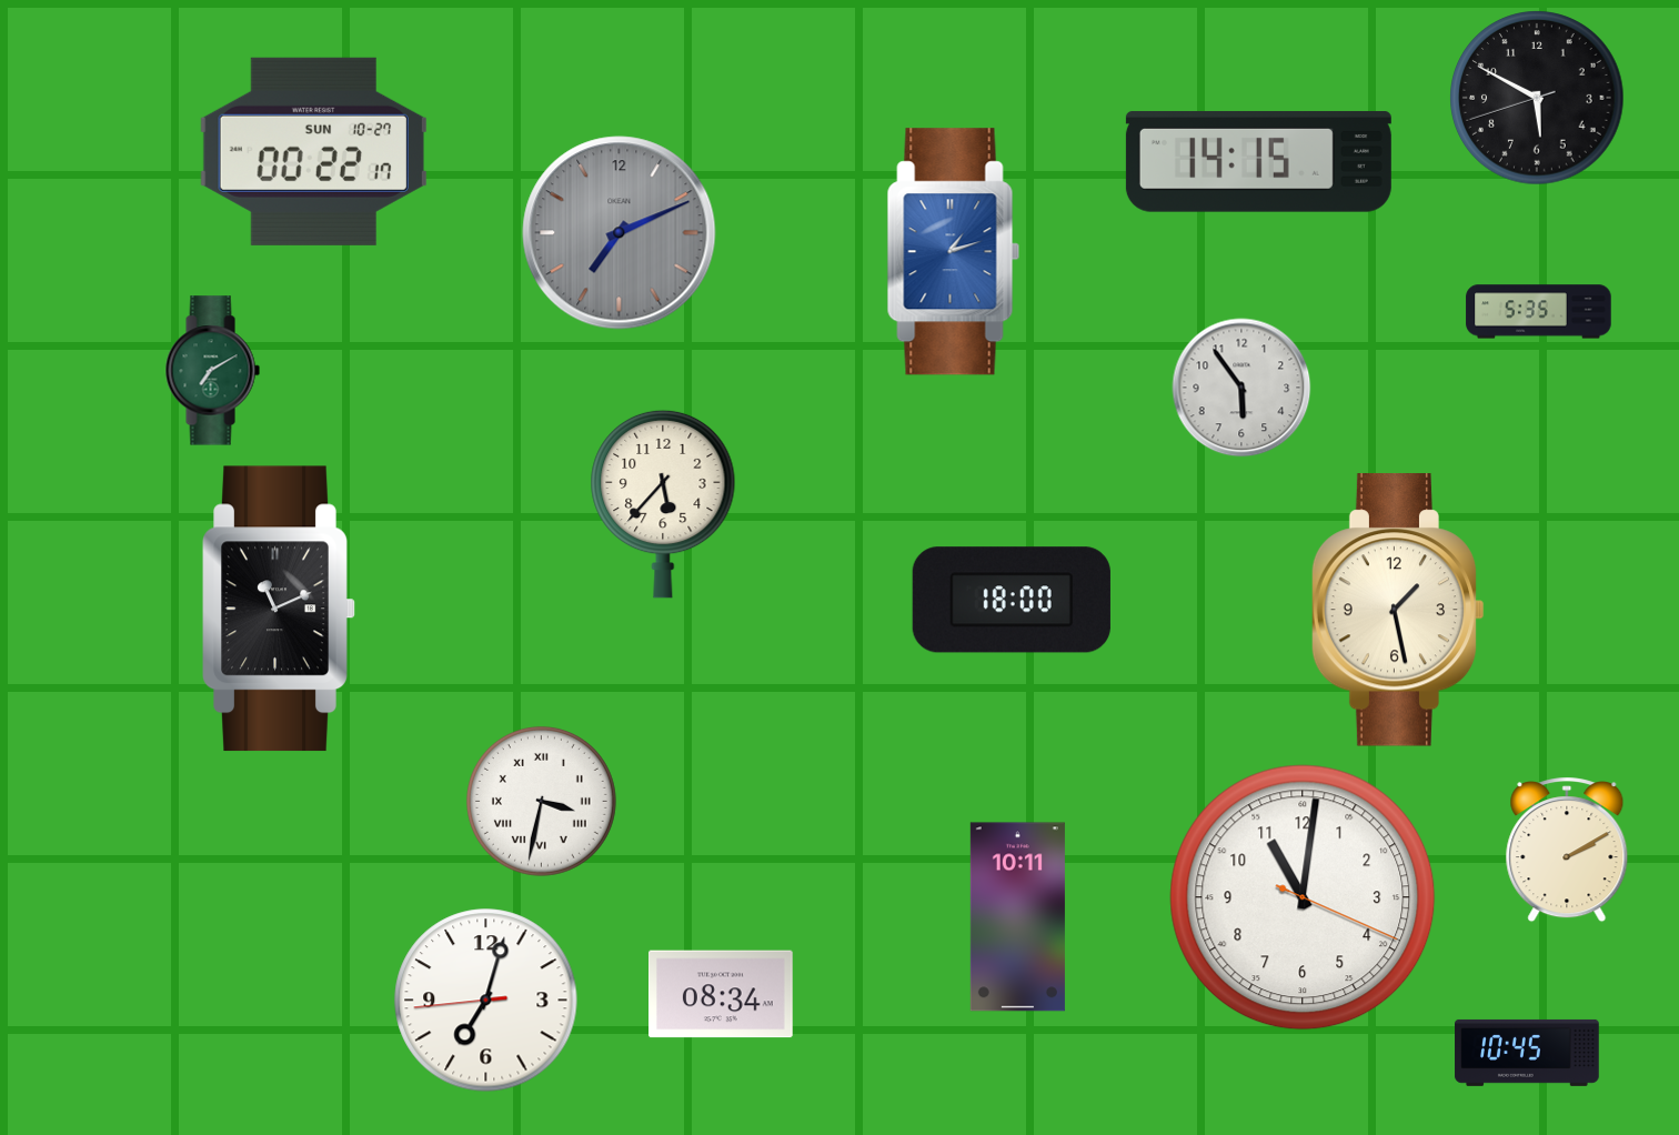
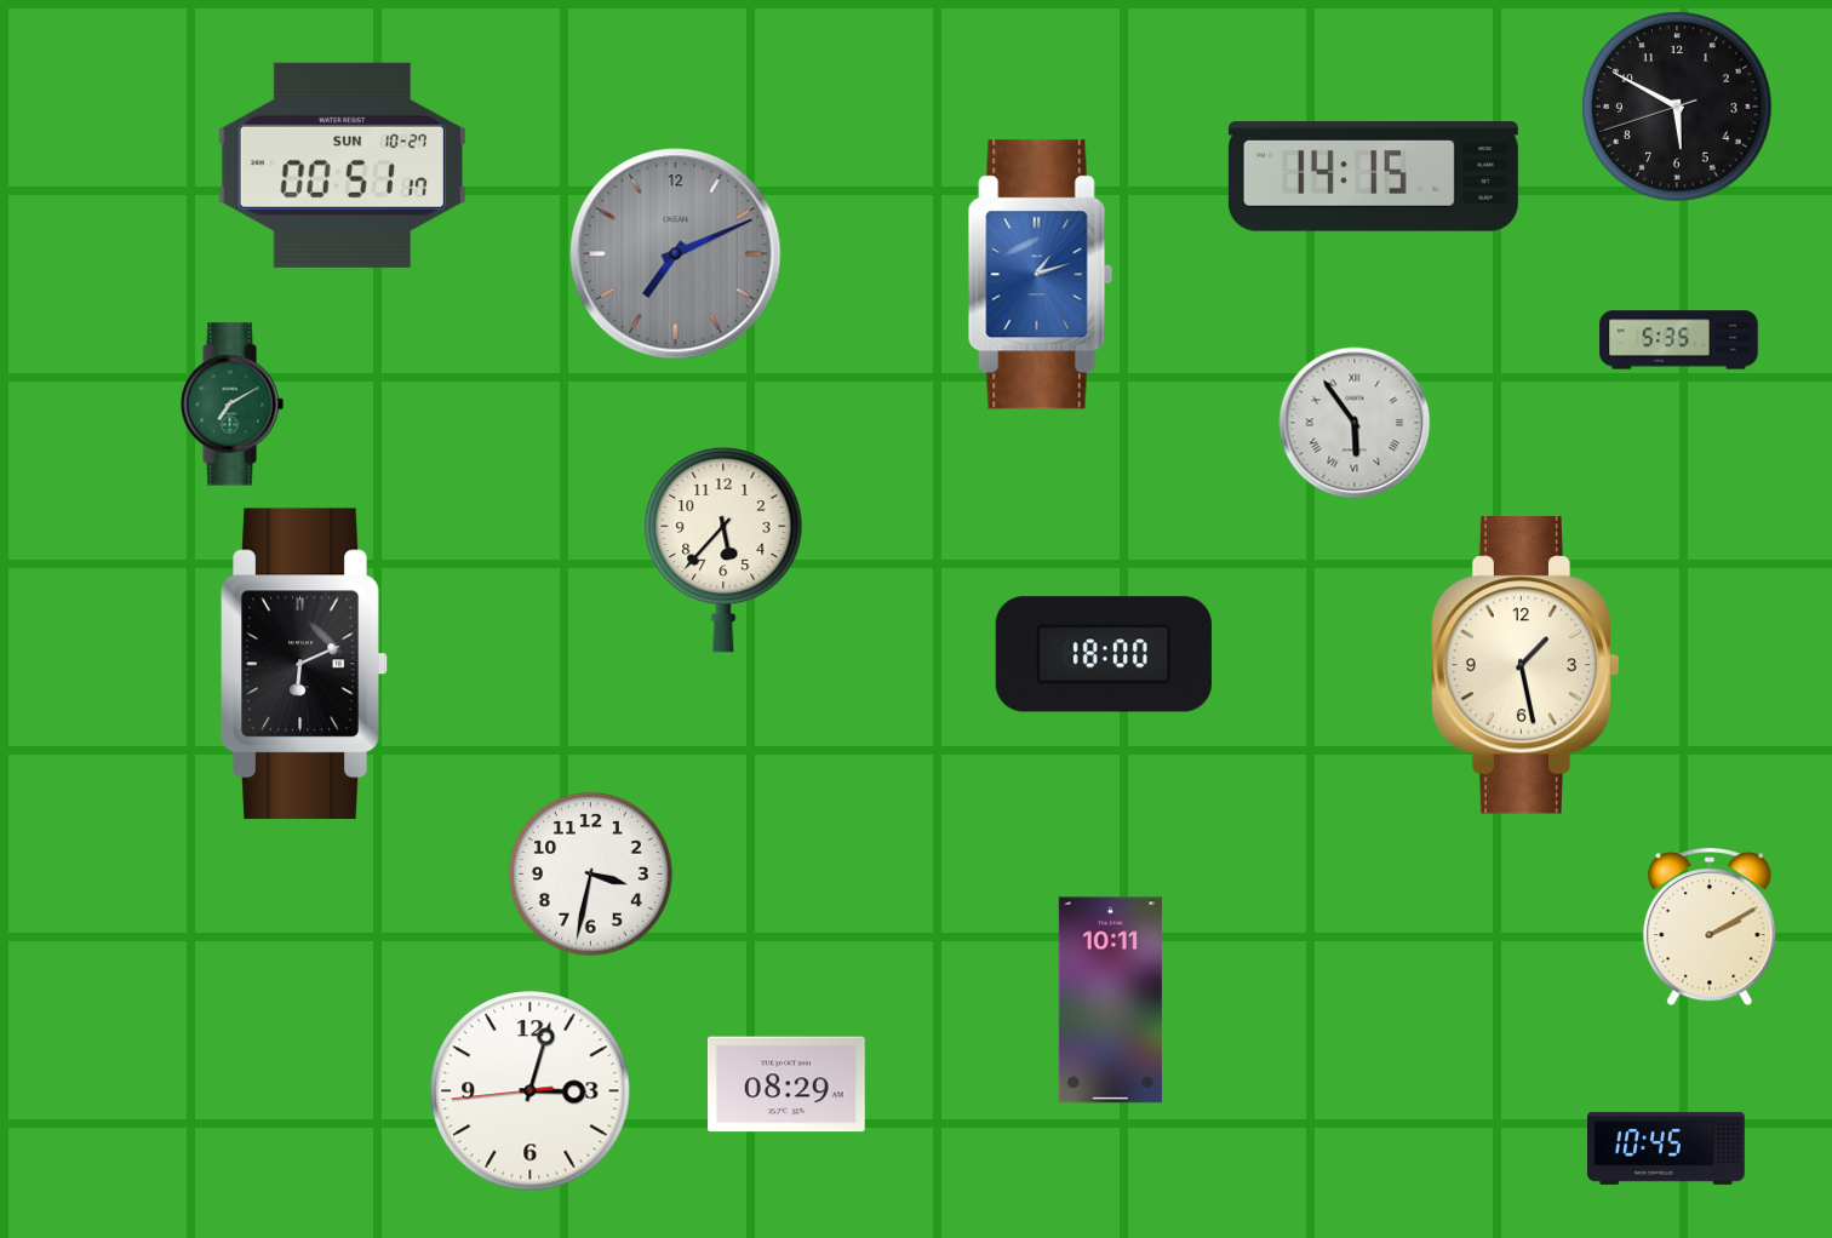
clock at (313, 151): 00:22 -> 00:51
clock at (1241, 388) numerals: Arabic -> Roman
clock at (279, 609): 11:11 -> 6:11
clock at (541, 801) numerals: Roman -> Arabic
clock at (1303, 897): 11:01 -> none
clock at (722, 994): 08:34 -> 08:29
clock at (486, 1001): 7:02 -> 3:02
